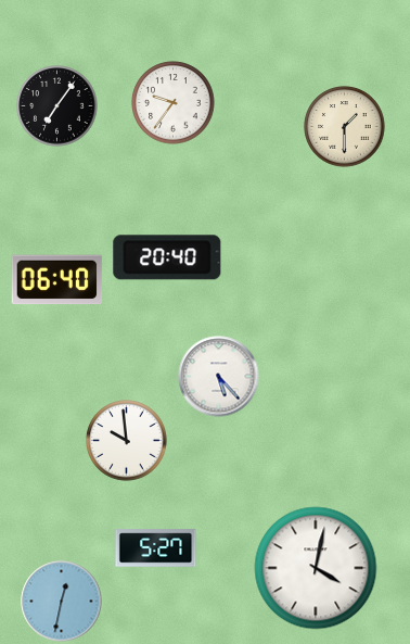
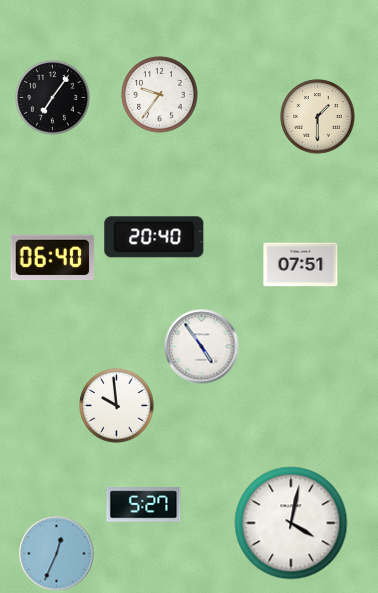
clock at (301, 265): none -> 07:51
clock at (219, 377): 5:23 -> 4:54
clock at (62, 602): 12:32 -> 12:34
